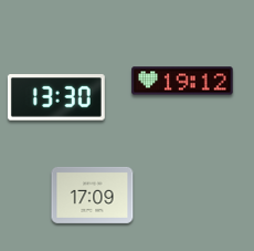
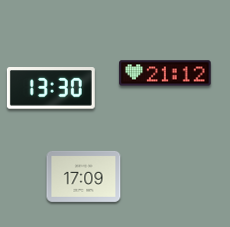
clock at (182, 81): 19:12 -> 21:12
